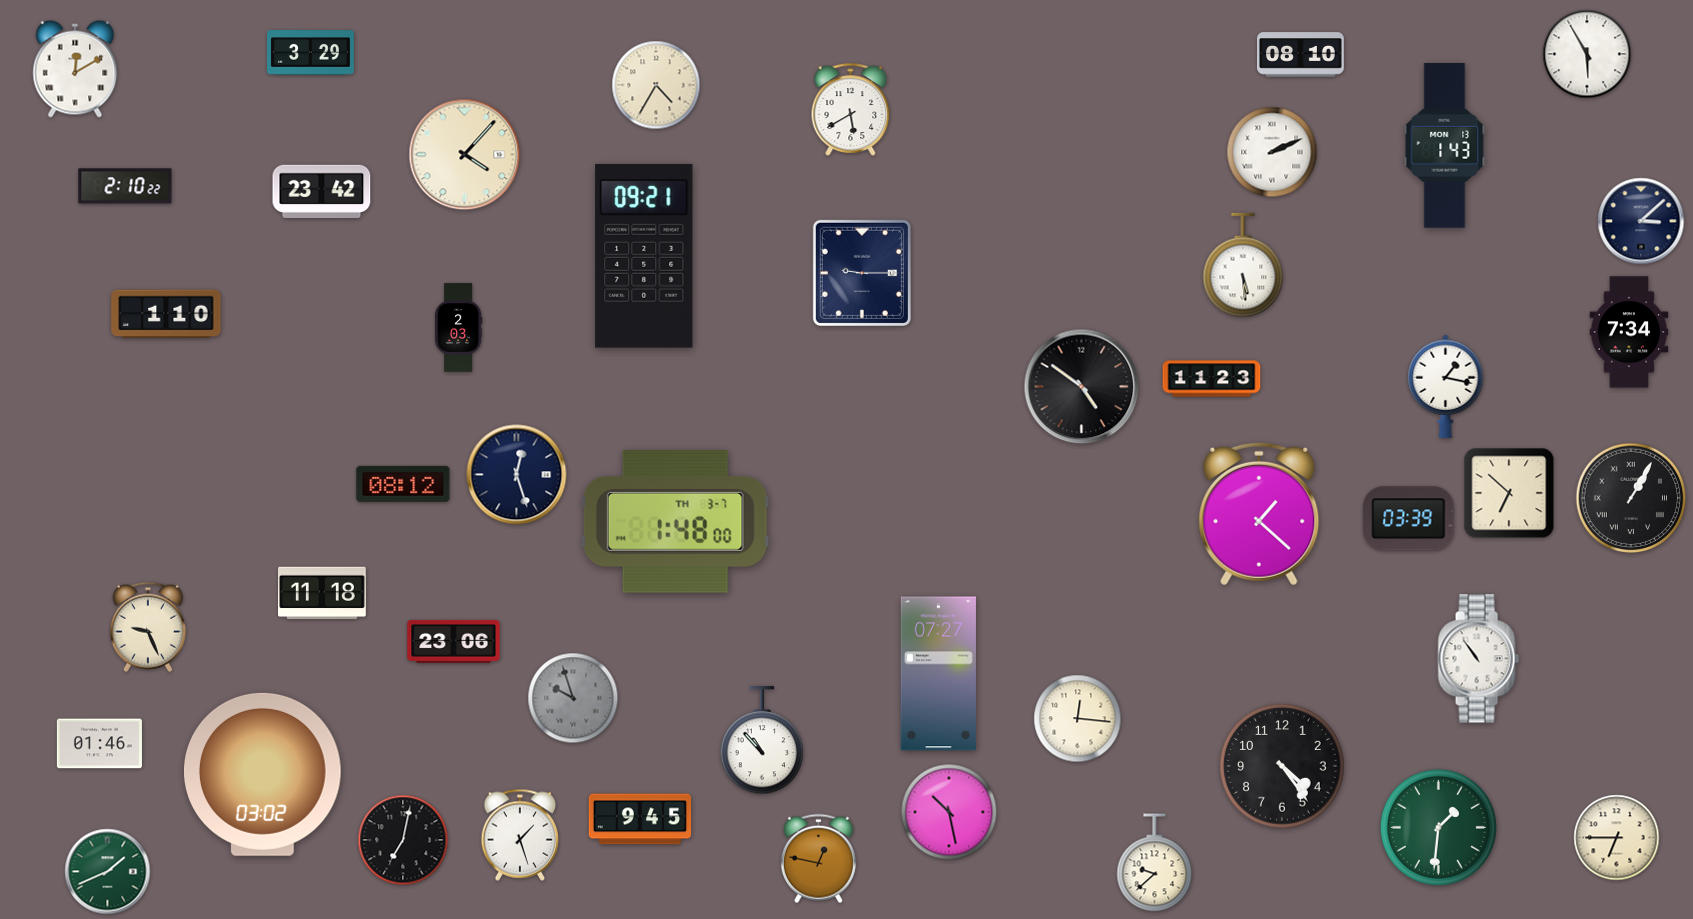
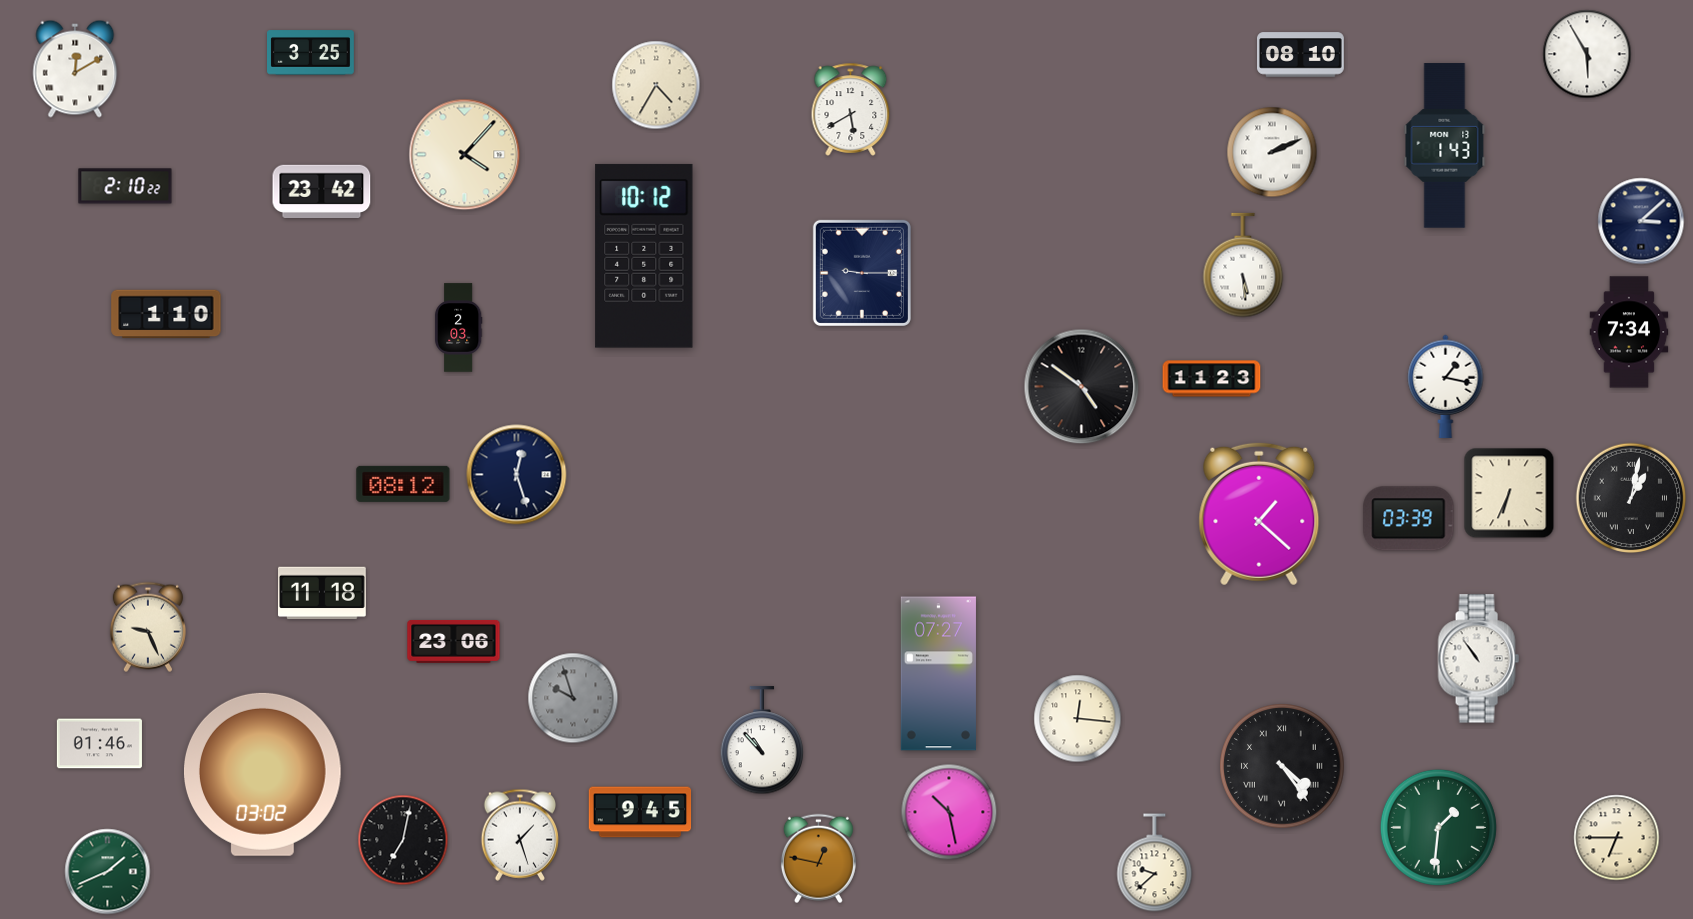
clock at (311, 53): 3:29 -> 3:25
clock at (644, 256): 09:21 -> 10:12
clock at (1509, 493): 6:52 -> 6:34
clock at (1631, 498): 1:05 -> 1:02
clock at (675, 522): 1:48 -> none
clock at (1282, 766) numerals: Arabic -> Roman
clock at (640, 819) position: (640, 819) -> (640, 812)
